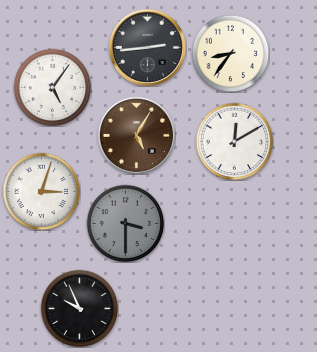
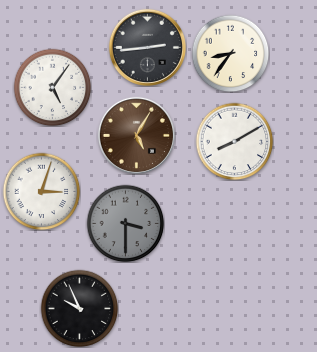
clock at (234, 141): 12:10 -> 8:10
